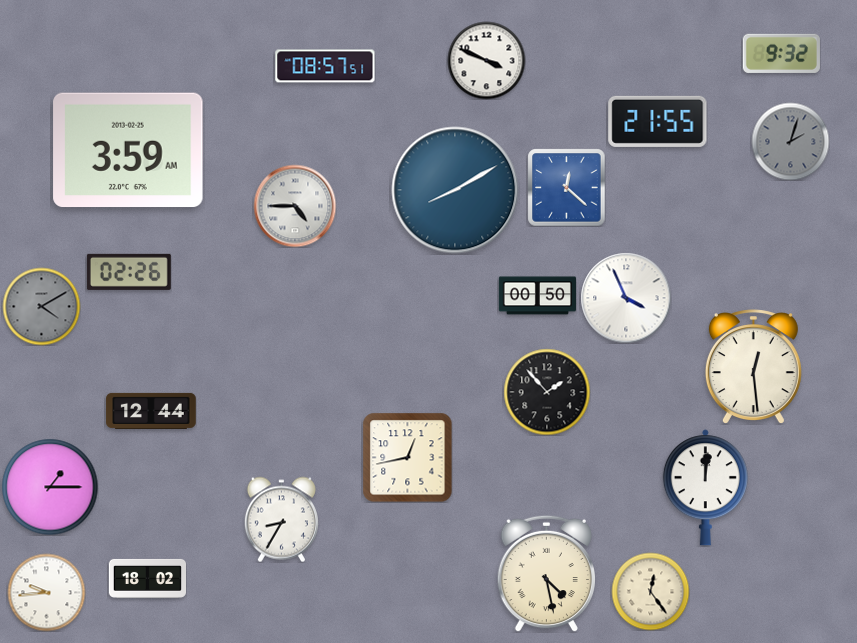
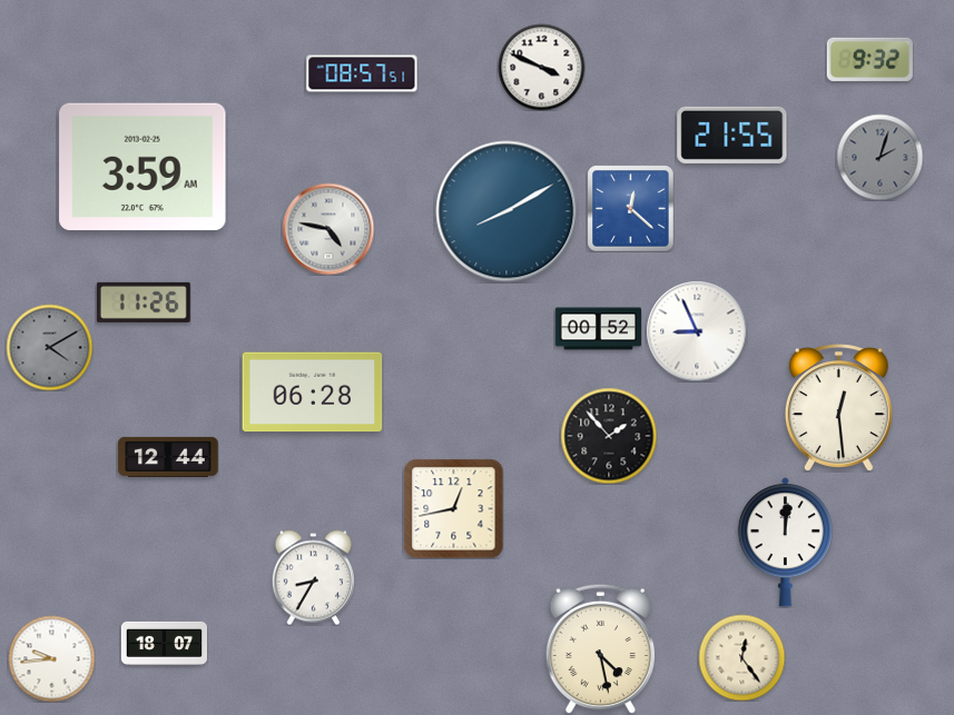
clock at (295, 206): 4:45 -> 4:47
clock at (129, 272): 02:26 -> 11:26
clock at (537, 296): 00:50 -> 00:52
clock at (626, 298): 3:56 -> 8:56
clock at (41, 306) position: (41, 306) -> (49, 347)
clock at (313, 393): none -> 06:28
clock at (50, 487): 1:15 -> none
clock at (546, 573) position: (546, 573) -> (600, 648)
clock at (147, 578): 18:02 -> 18:07
clock at (650, 591) position: (650, 591) -> (741, 657)
